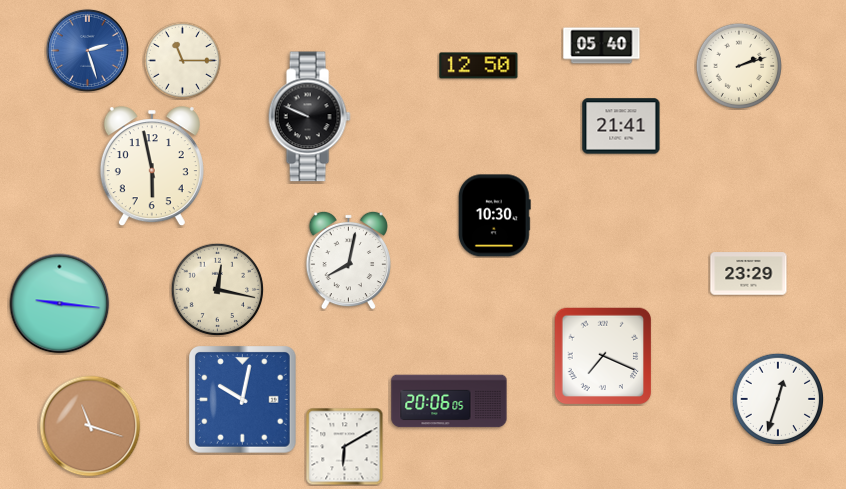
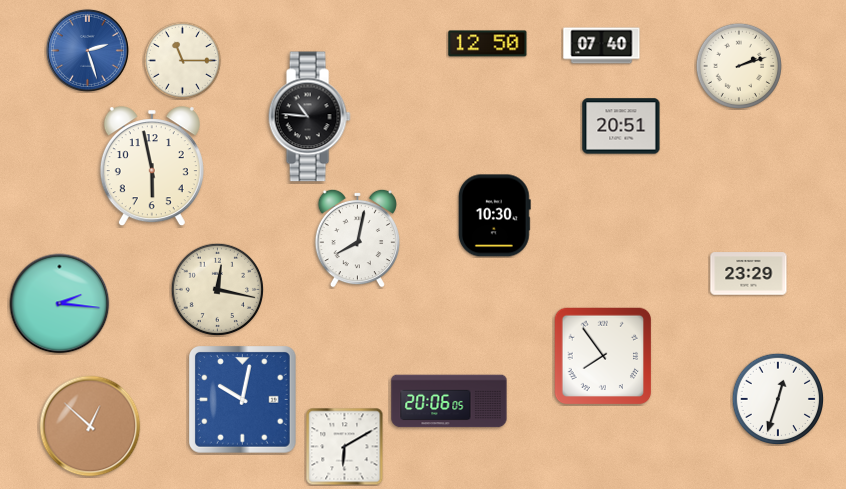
clock at (602, 46): 05:40 -> 07:40
clock at (479, 66) position: (479, 66) -> (488, 44)
clock at (309, 117): 9:49 -> 10:46
clock at (621, 126): 21:41 -> 20:51
clock at (348, 260) position: (348, 260) -> (357, 238)
clock at (60, 304): 9:16 -> 2:16
clock at (603, 356): 7:19 -> 7:54
clock at (90, 426): 11:18 -> 12:52
